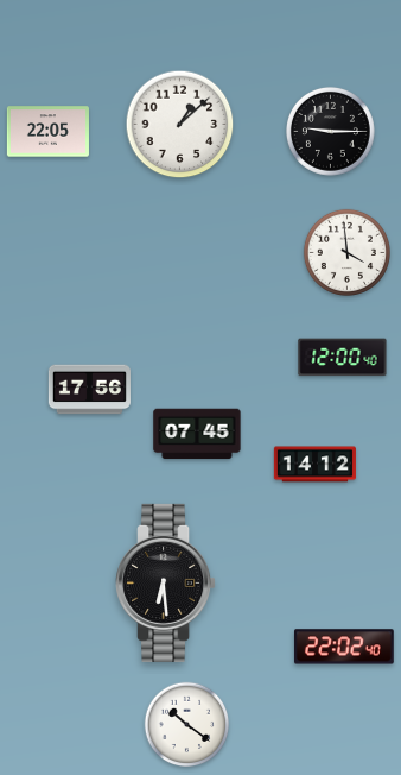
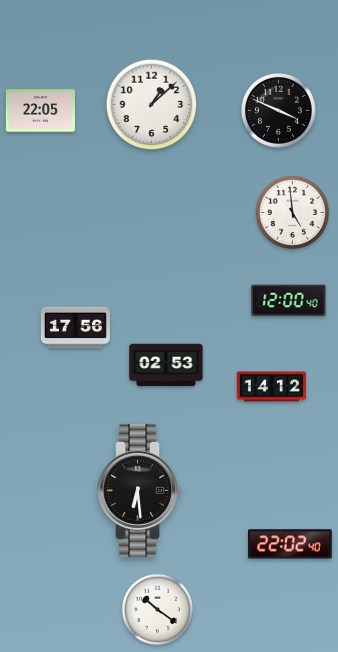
clock at (330, 131): 9:15 -> 3:49
clock at (346, 252): 3:59 -> 4:59
clock at (197, 434): 07:45 -> 02:53
clock at (314, 465) position: (314, 465) -> (271, 387)
